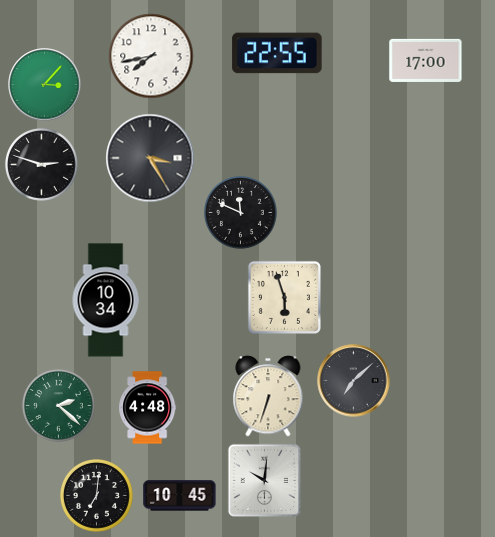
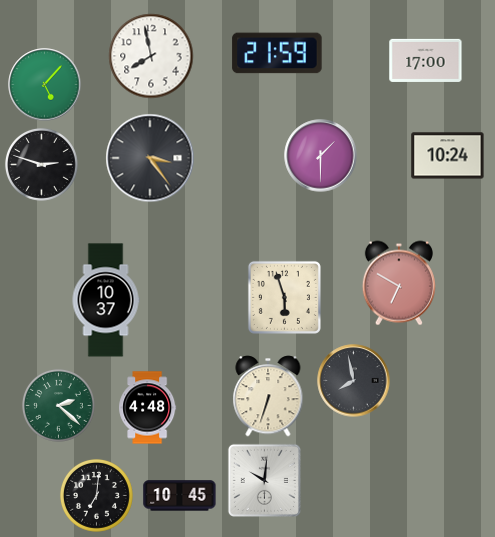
clock at (277, 53): 22:55 -> 21:59
clock at (151, 56): 7:43 -> 7:58
clock at (45, 85): 3:07 -> 5:07
clock at (321, 156): none -> 1:30
clock at (448, 156): none -> 10:24
clock at (150, 158): 3:25 -> 3:24
clock at (240, 212): 11:49 -> none
clock at (399, 283): none -> 6:50
clock at (106, 300): 10:34 -> 10:37
clock at (354, 381): 7:08 -> 7:58
